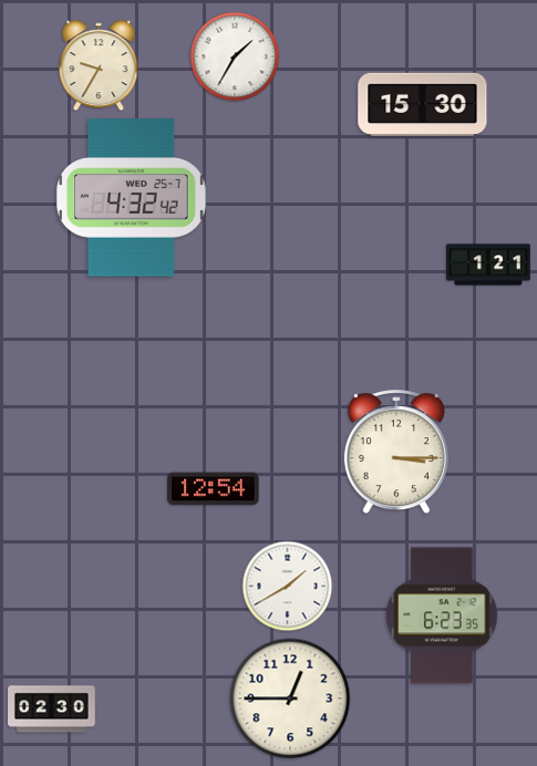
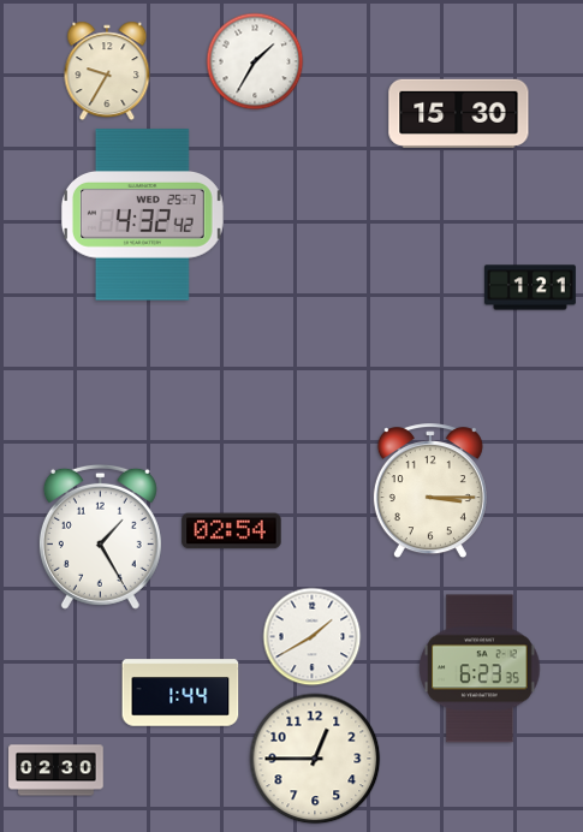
clock at (214, 489): 12:54 -> 02:54
clock at (100, 536): none -> 1:25
clock at (180, 693): none -> 1:44
